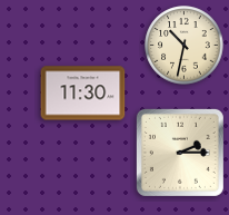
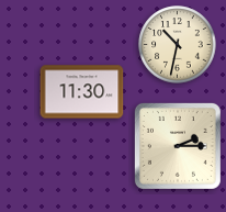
clock at (185, 46) position: (185, 46) -> (178, 45)
clock at (180, 153) position: (180, 153) -> (178, 146)
